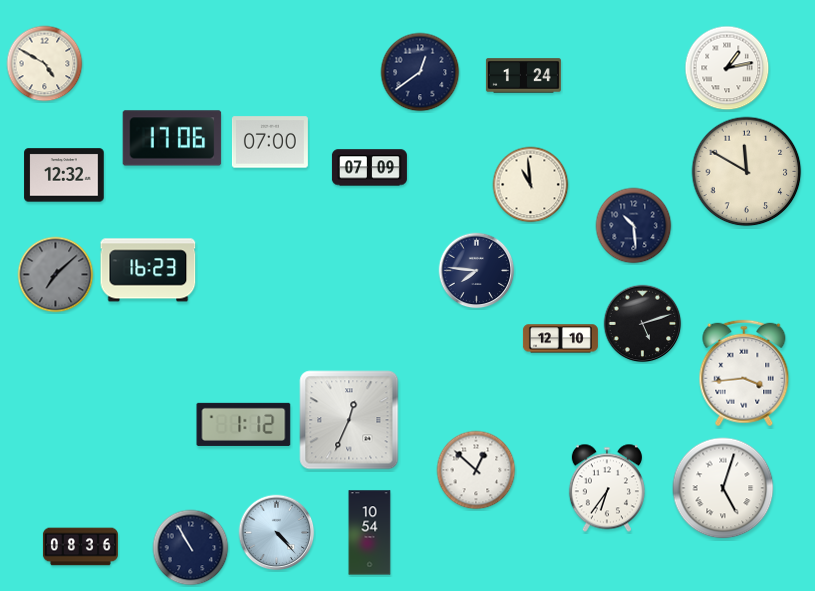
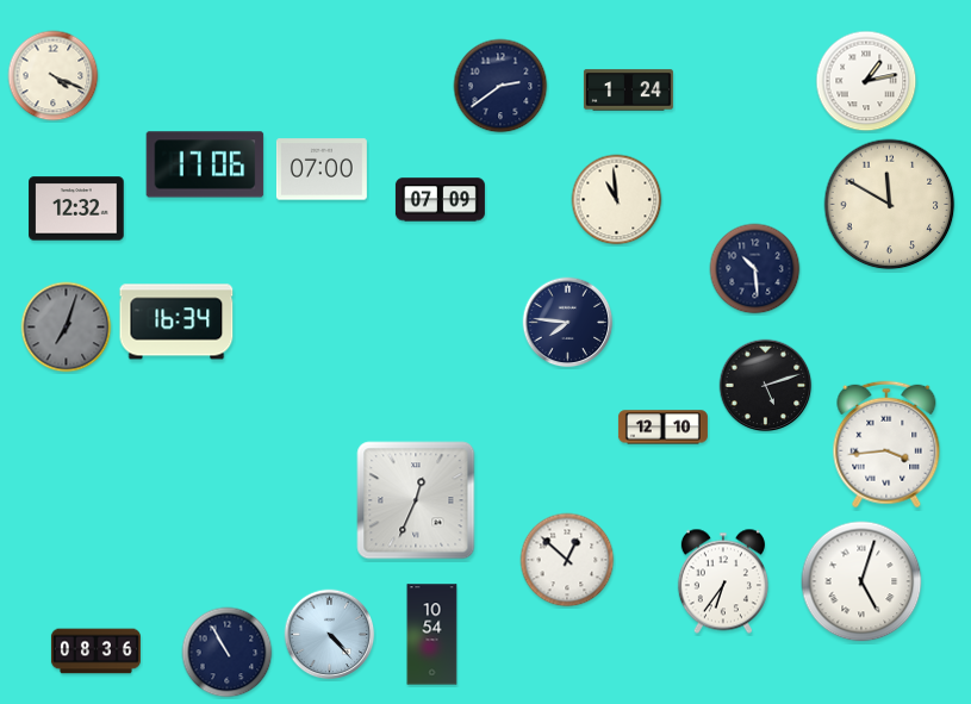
clock at (45, 64): 4:50 -> 4:19
clock at (420, 72): 12:39 -> 2:39
clock at (523, 76) position: (523, 76) -> (628, 91)
clock at (531, 185) position: (531, 185) -> (617, 200)
clock at (148, 270): 16:23 -> 16:34
clock at (56, 275): 7:08 -> 7:03
clock at (560, 339) position: (560, 339) -> (662, 428)
clock at (244, 424): 1:12 -> none
clock at (370, 533) position: (370, 533) -> (432, 635)
